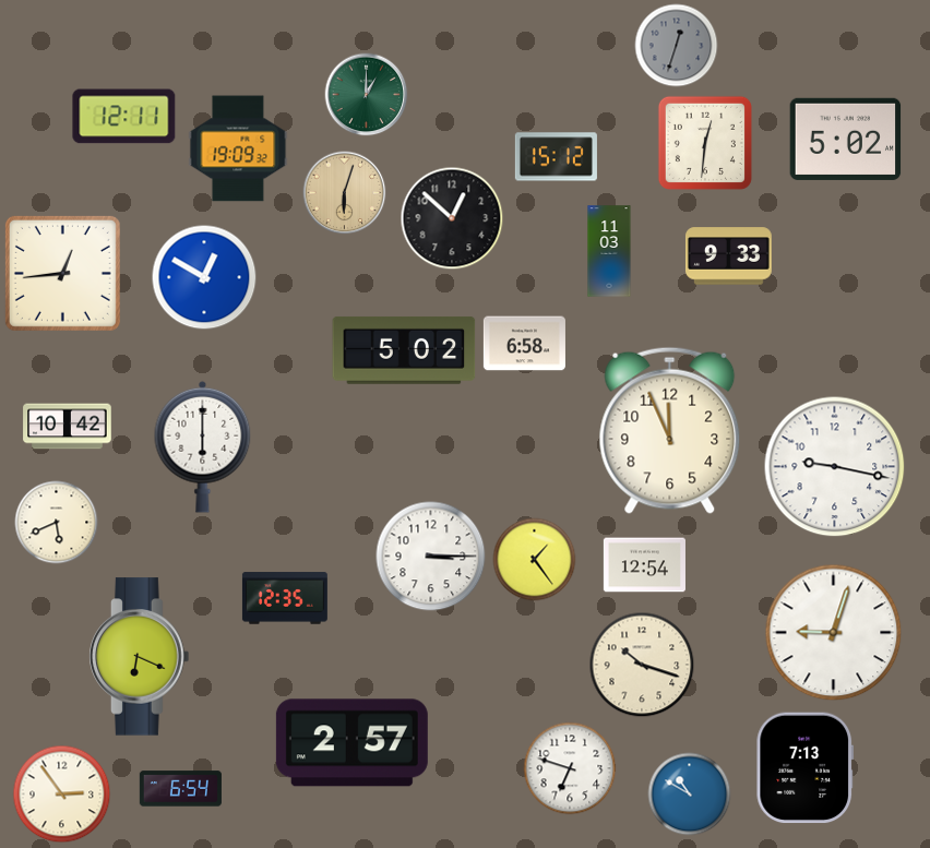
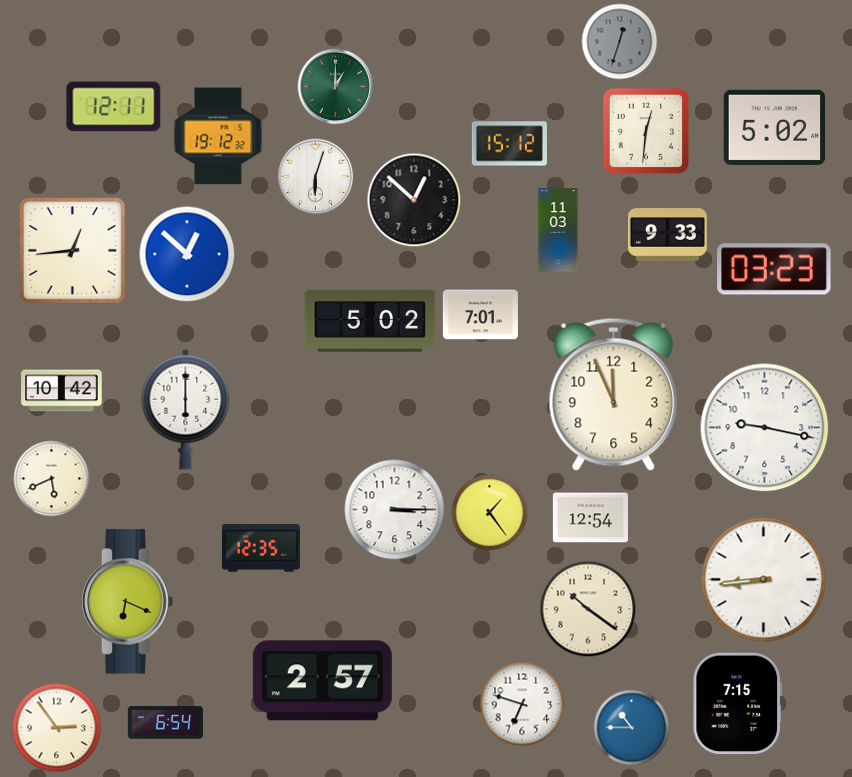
clock at (238, 148): 19:09 -> 19:12
clock at (345, 193) dial: champagne -> white
clock at (62, 273) position: (62, 273) -> (72, 250)
clock at (204, 277): 12:50 -> 12:52
clock at (774, 269): none -> 03:23
clock at (524, 344): 6:58 -> 7:01
clock at (834, 633): 9:03 -> 8:44
clock at (642, 665): 10:18 -> 10:21
clock at (804, 768): 7:13 -> 7:15
clock at (690, 795): 10:50 -> 10:45
